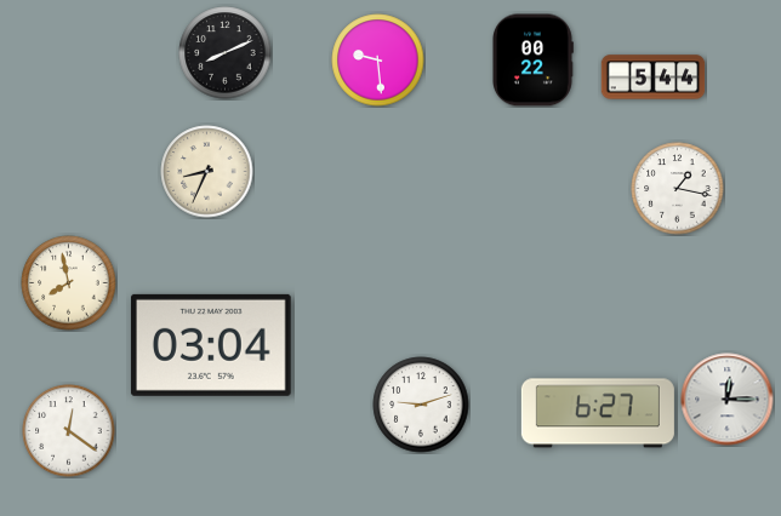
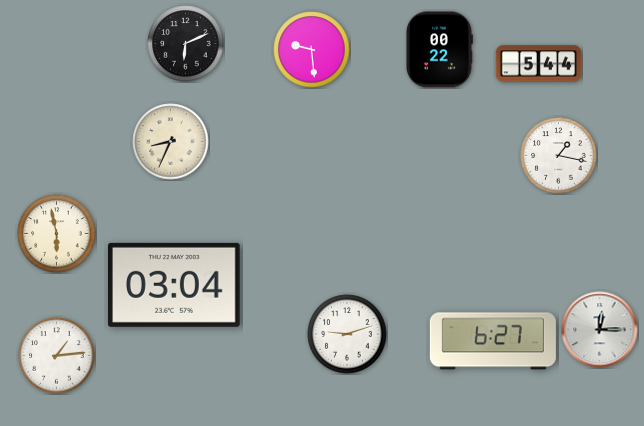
clock at (226, 53): 8:11 -> 6:11
clock at (69, 283): 7:58 -> 5:58
clock at (69, 431): 12:21 -> 1:14
